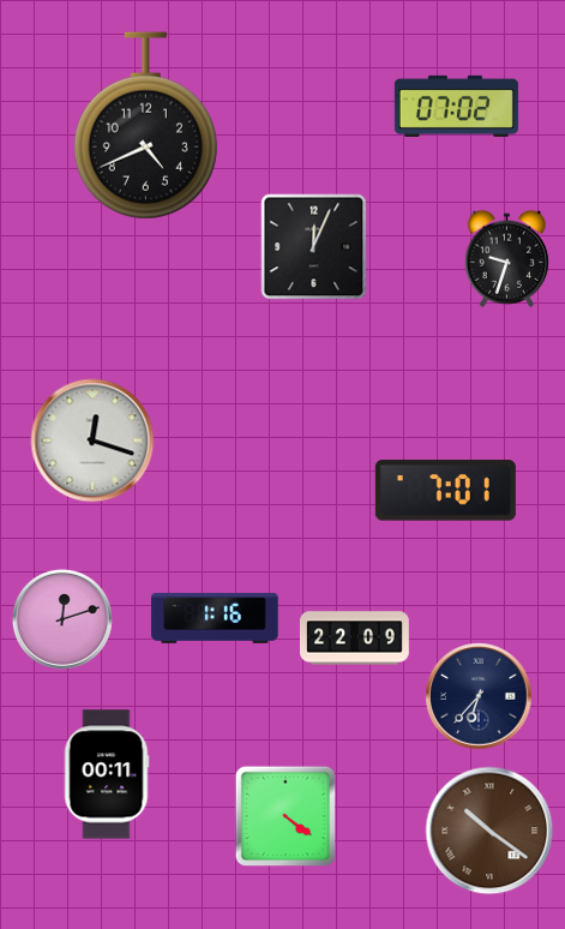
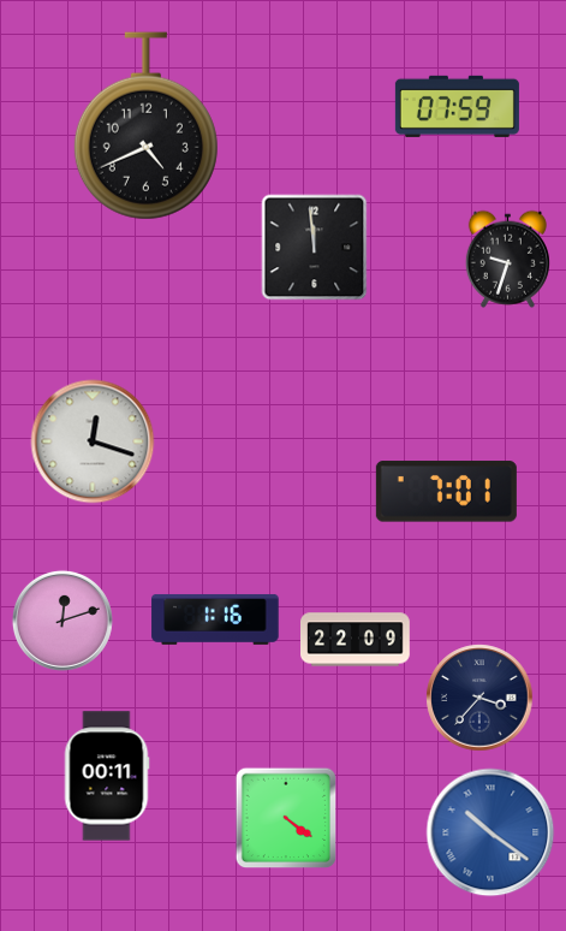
clock at (456, 106): 07:02 -> 07:59
clock at (314, 247): 12:04 -> 11:59
clock at (479, 696): 6:37 -> 3:37
clock at (489, 831) dial: brown -> blue
